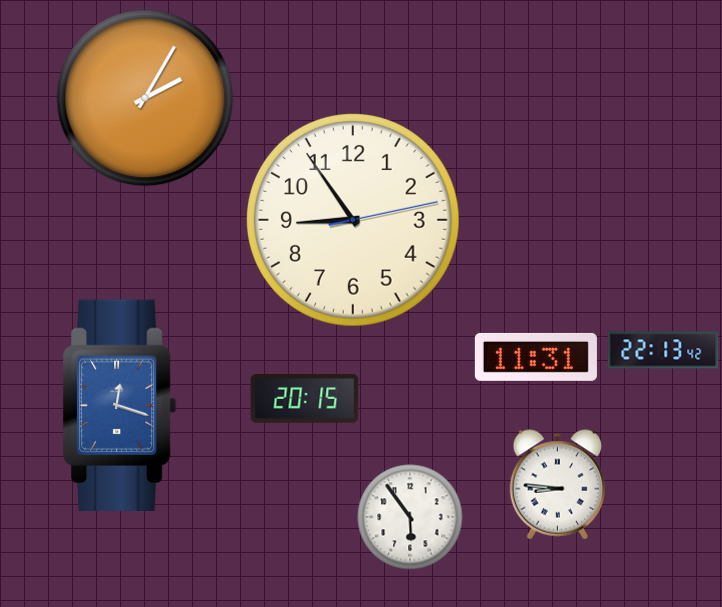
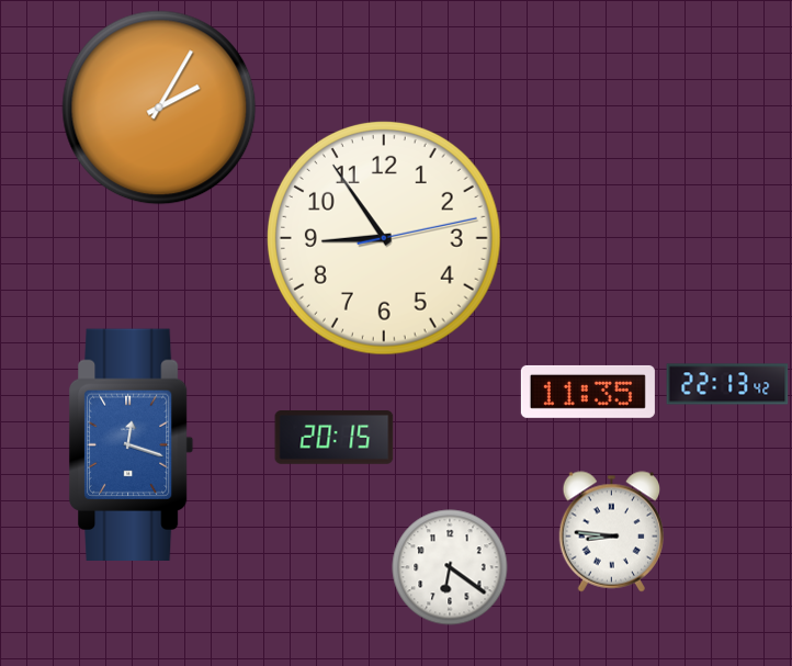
clock at (353, 220) position: (353, 220) -> (384, 238)
clock at (536, 357): 11:31 -> 11:35
clock at (410, 517): 5:54 -> 6:21
